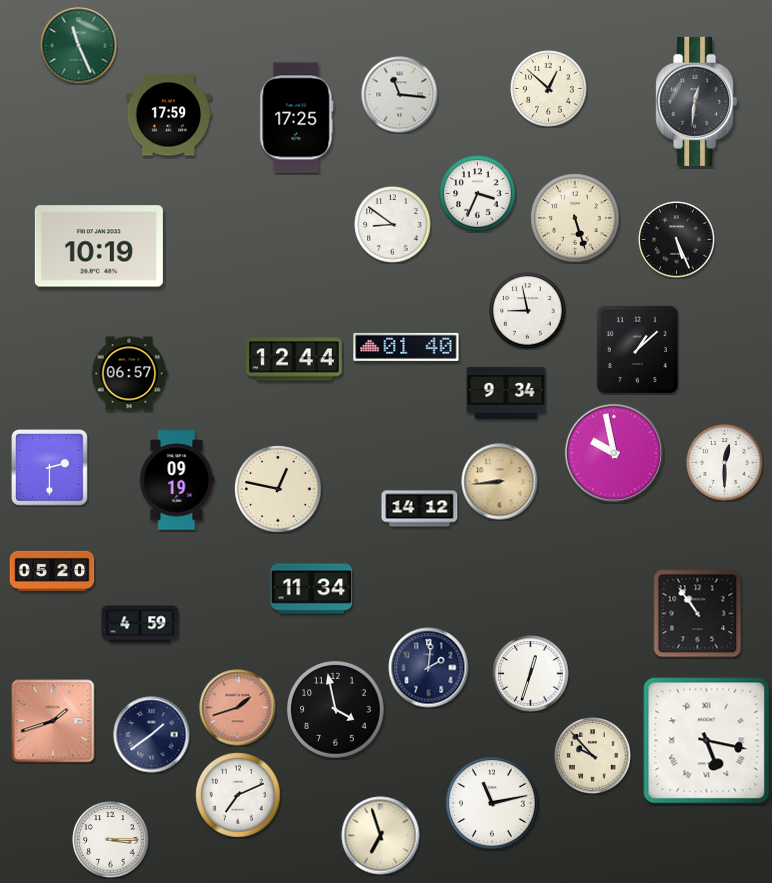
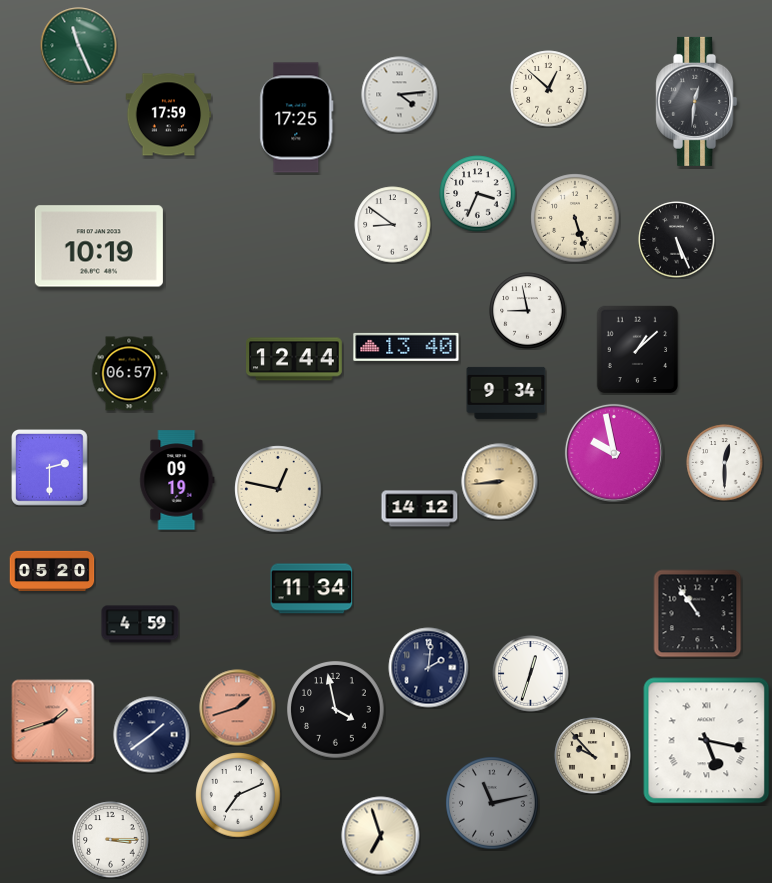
clock at (400, 95): 11:16 -> 4:14
clock at (406, 347): 01:40 -> 13:40
clock at (492, 803) dial: white -> grey
